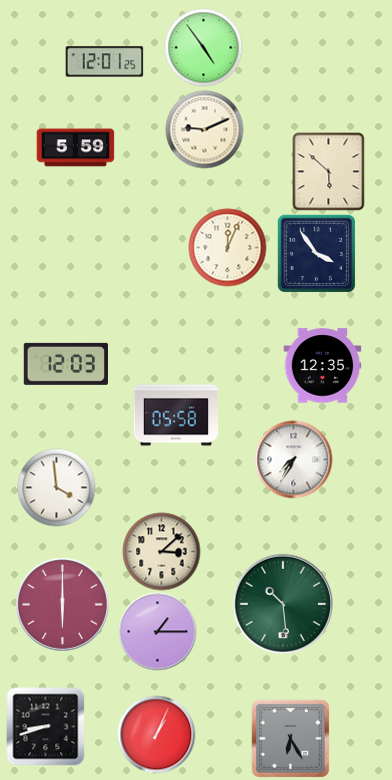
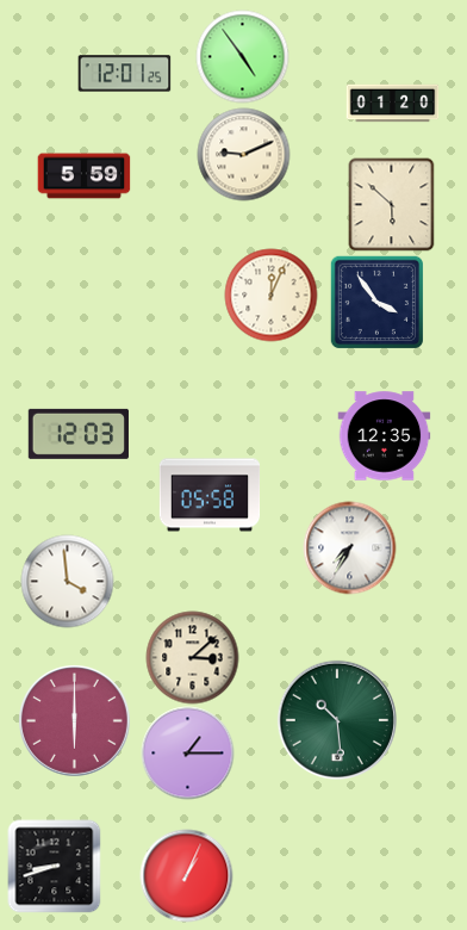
clock at (392, 104): none -> 01:20
clock at (75, 148) position: (75, 148) -> (83, 176)
clock at (290, 738): 6:25 -> none
